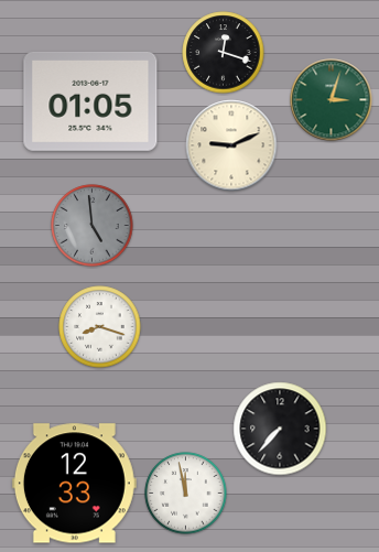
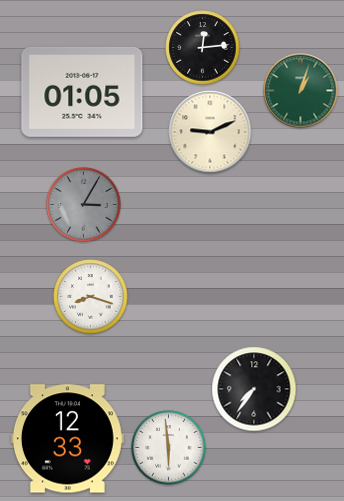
clock at (224, 53): 12:18 -> 12:14
clock at (332, 100): 3:03 -> 1:03
clock at (93, 226): 4:59 -> 3:05
clock at (280, 429): 7:37 -> 7:36
clock at (186, 494): 11:58 -> 5:59
